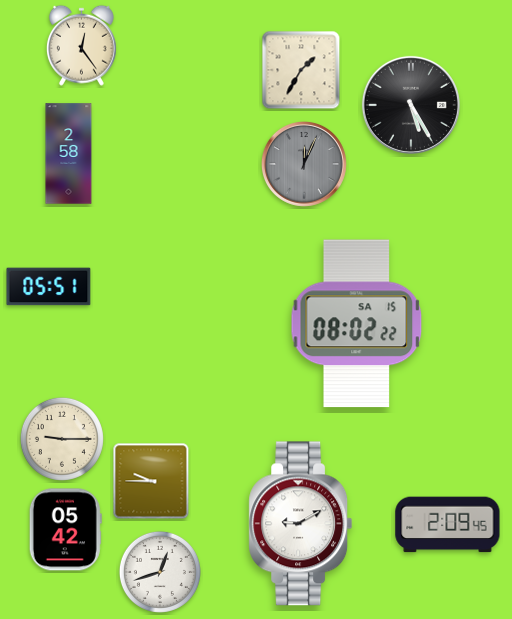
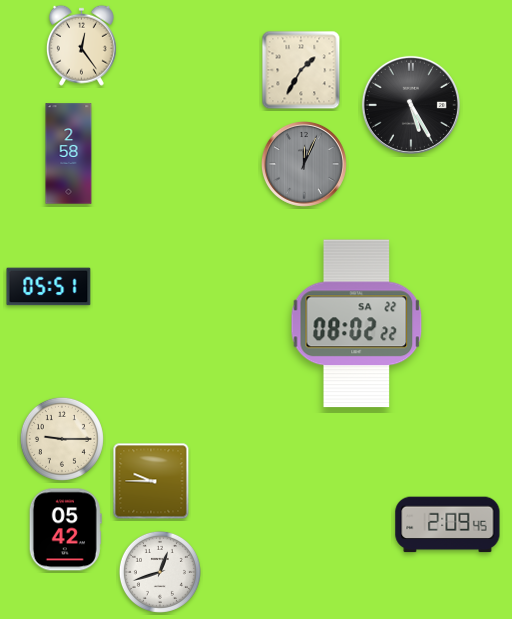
clock at (357, 324) date: SA 15 -> SA 22
clock at (301, 524): 9:10 -> none
